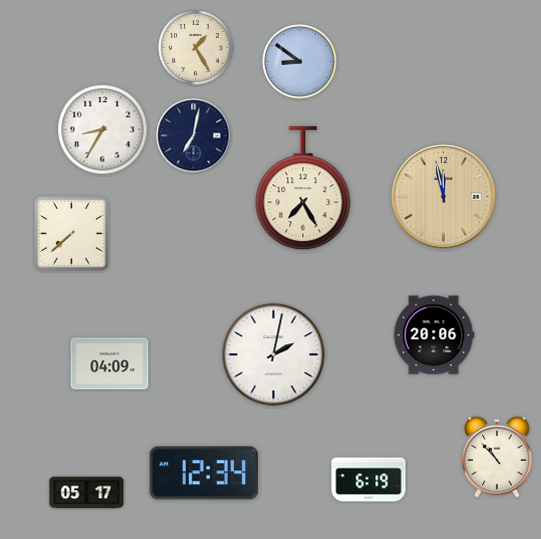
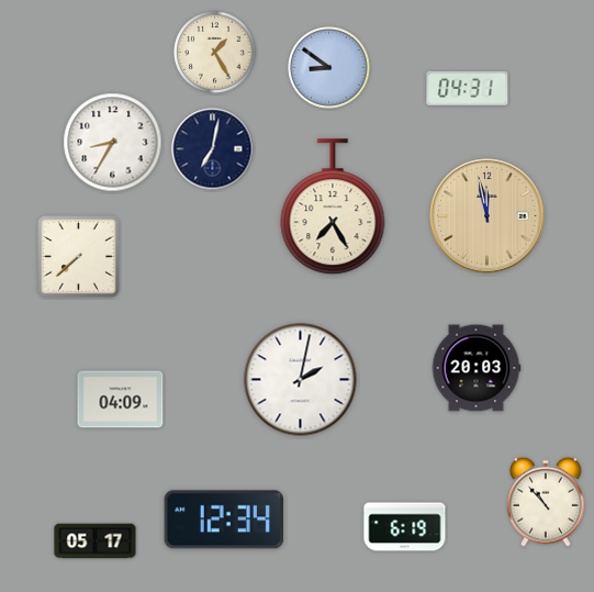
clock at (468, 88): none -> 04:31
clock at (434, 335): 20:06 -> 20:03
clock at (274, 355) position: (274, 355) -> (301, 380)
